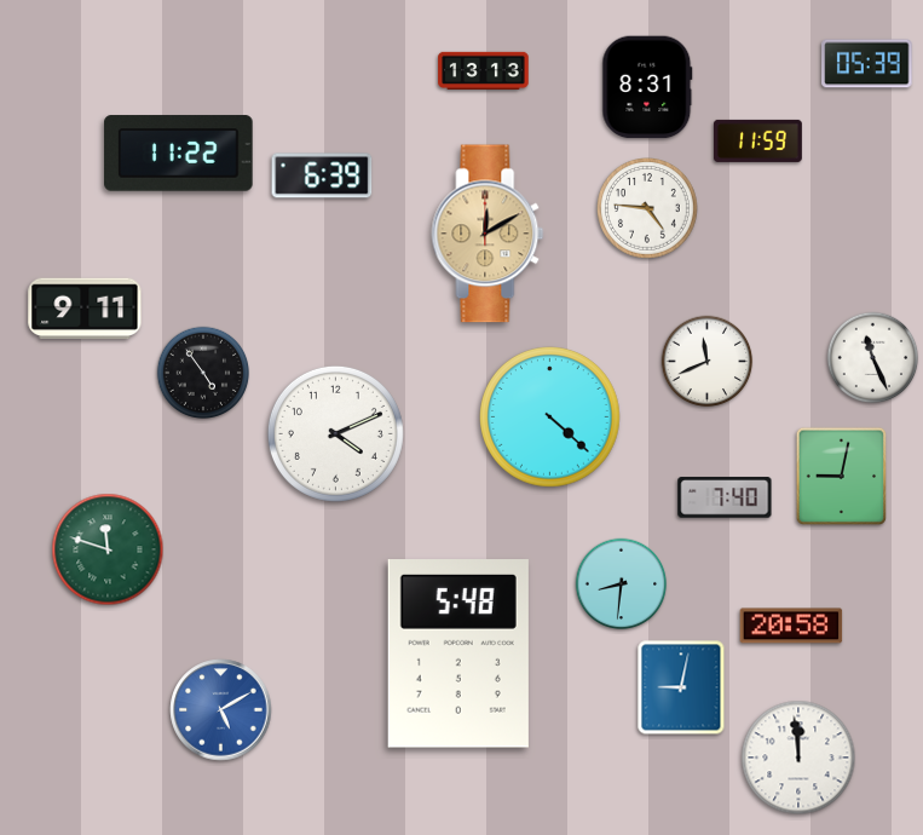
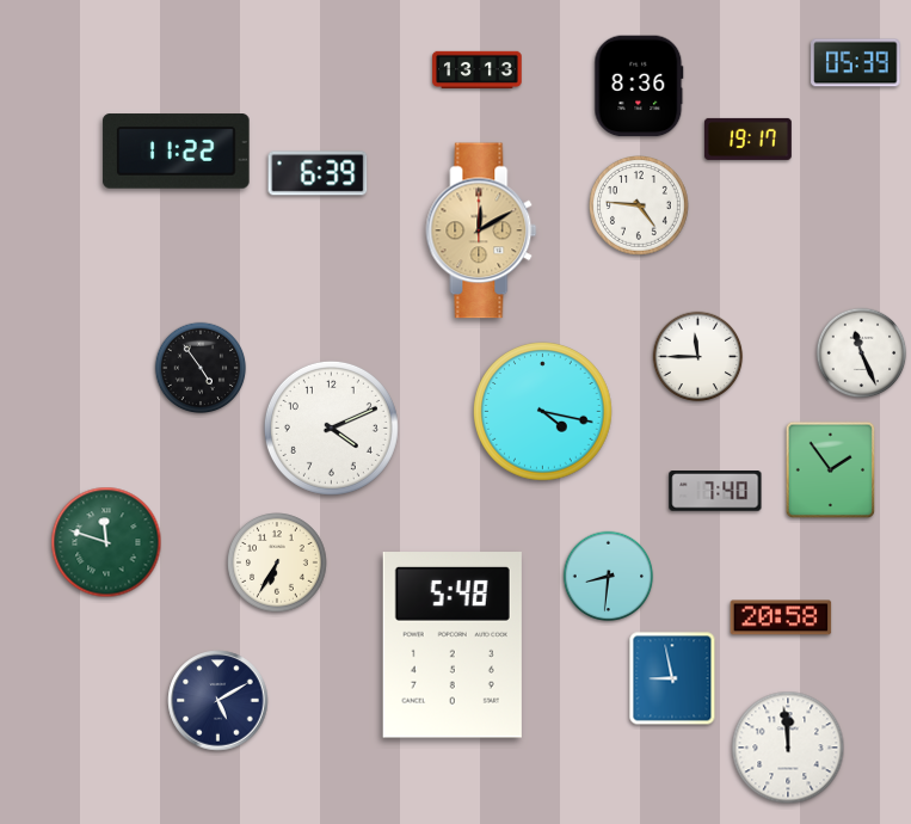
clock at (647, 87): 8:31 -> 8:36
clock at (757, 140): 11:59 -> 19:17
clock at (85, 309): 9:11 -> none
clock at (708, 362): 11:41 -> 11:45
clock at (550, 417): 4:22 -> 4:17
clock at (842, 477): 9:02 -> 1:54
clock at (278, 564): none -> 6:35
clock at (622, 584) position: (622, 584) -> (609, 577)
clock at (681, 687): 9:02 -> 8:58
clock at (221, 710) dial: blue -> navy
